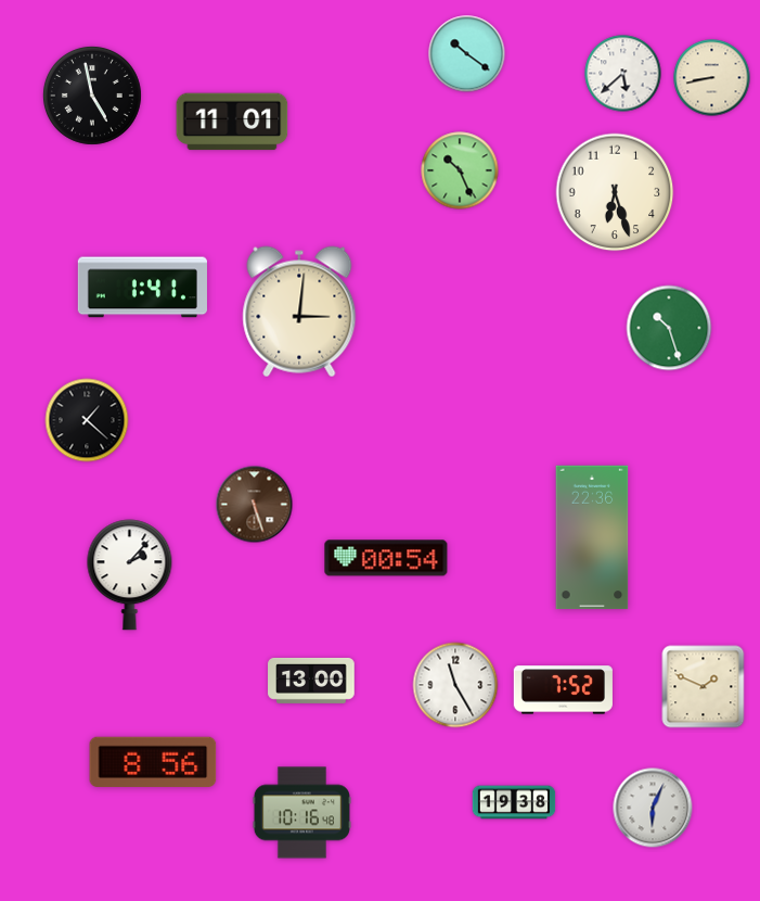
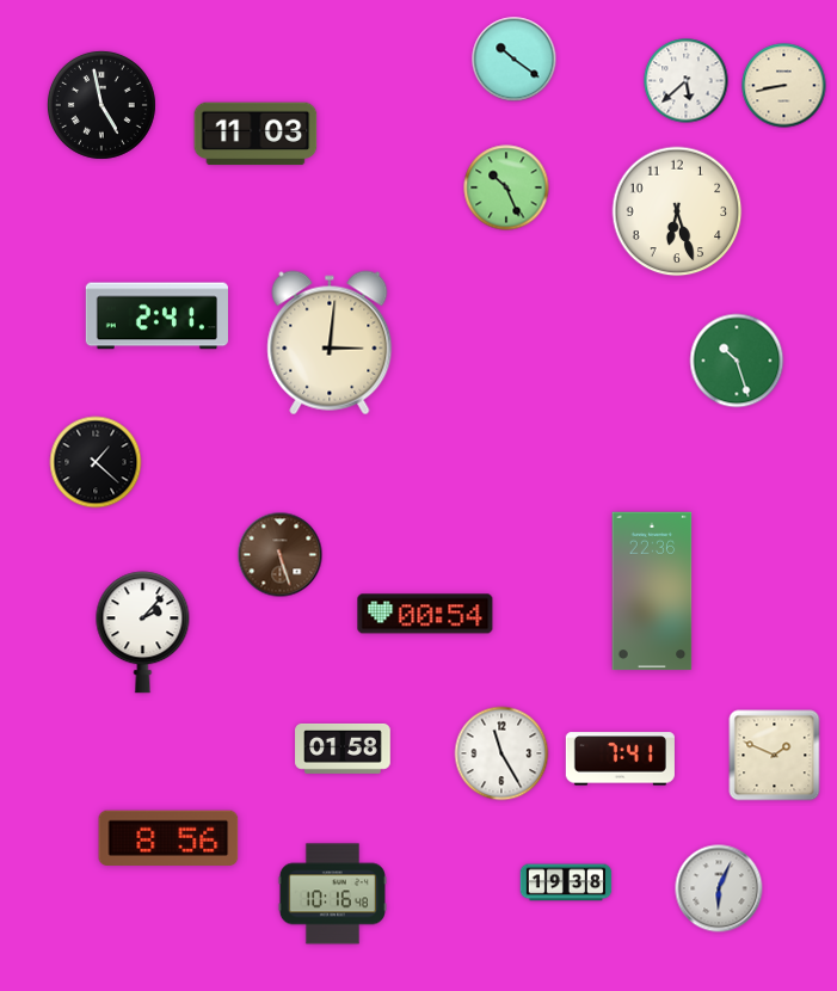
clock at (232, 122): 11:01 -> 11:03
clock at (142, 288): 1:41 -> 2:41
clock at (311, 681): 13:00 -> 01:58
clock at (563, 690): 7:52 -> 7:41
